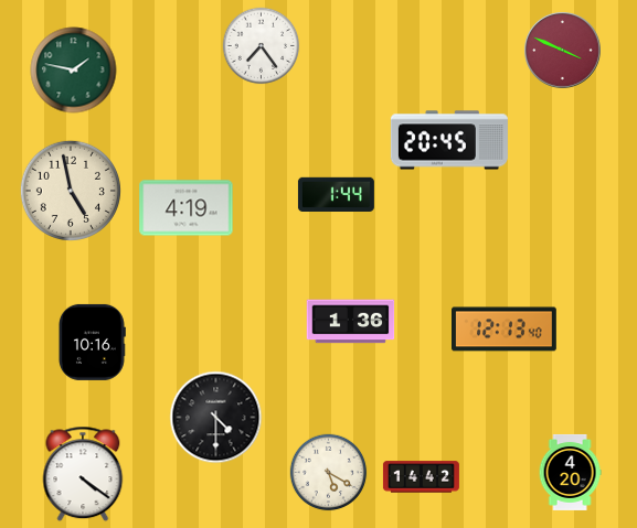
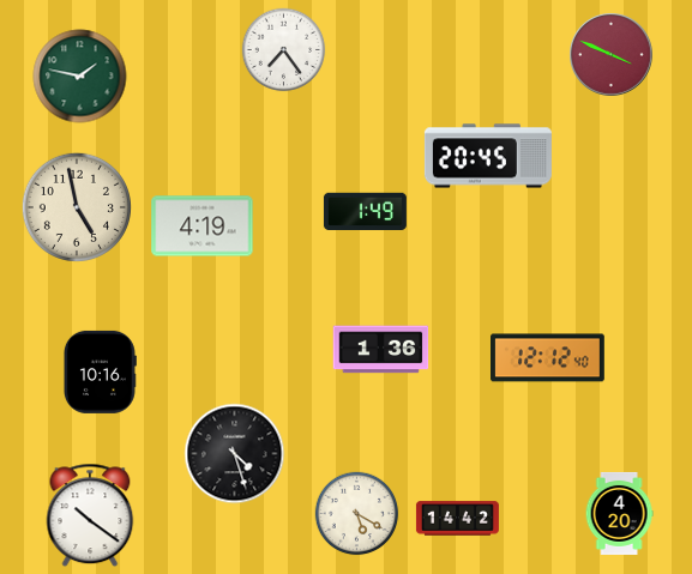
clock at (449, 140) position: (449, 140) -> (488, 156)
clock at (336, 194): 1:44 -> 1:49
clock at (505, 330): 12:13 -> 12:12
clock at (216, 418): 4:30 -> 4:27
clock at (83, 474): 4:21 -> 10:21
